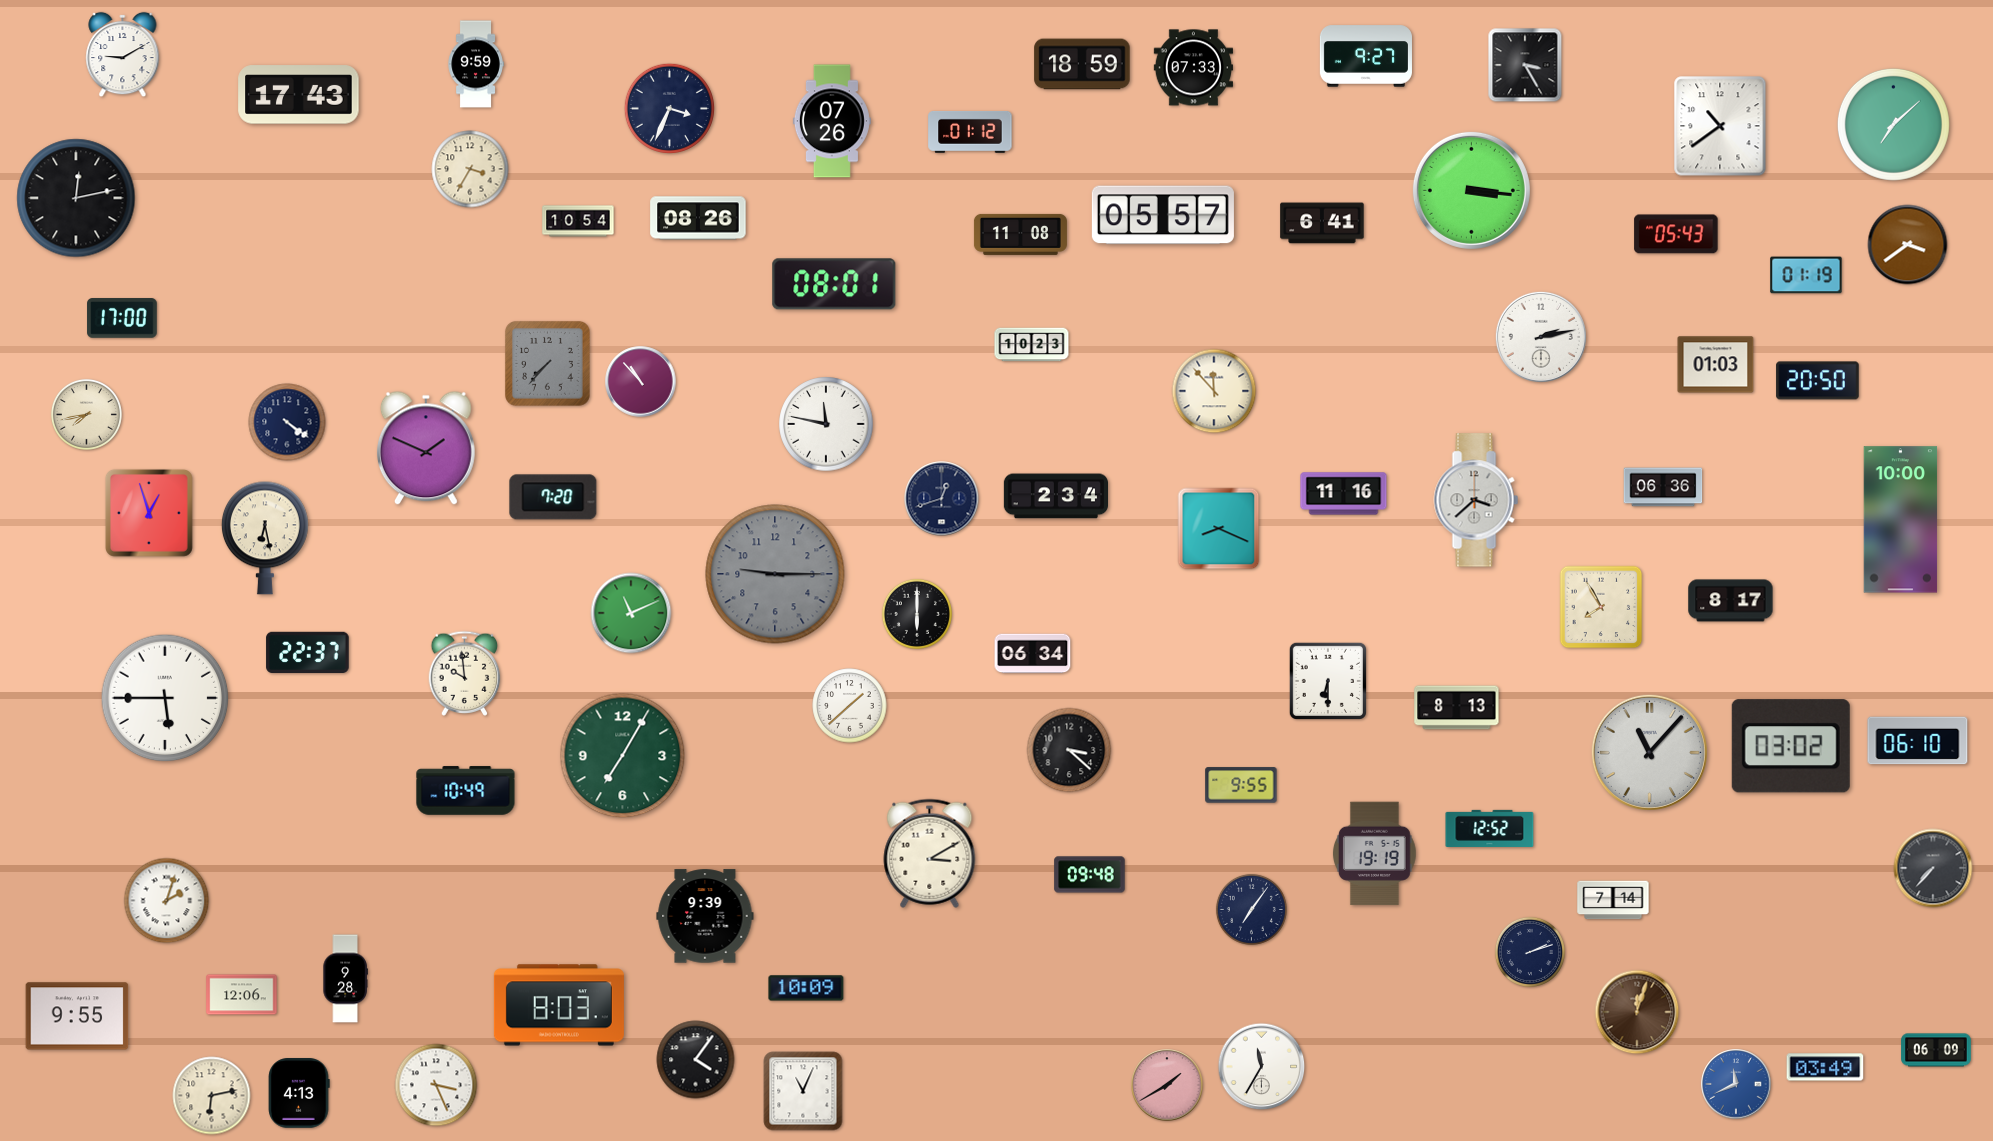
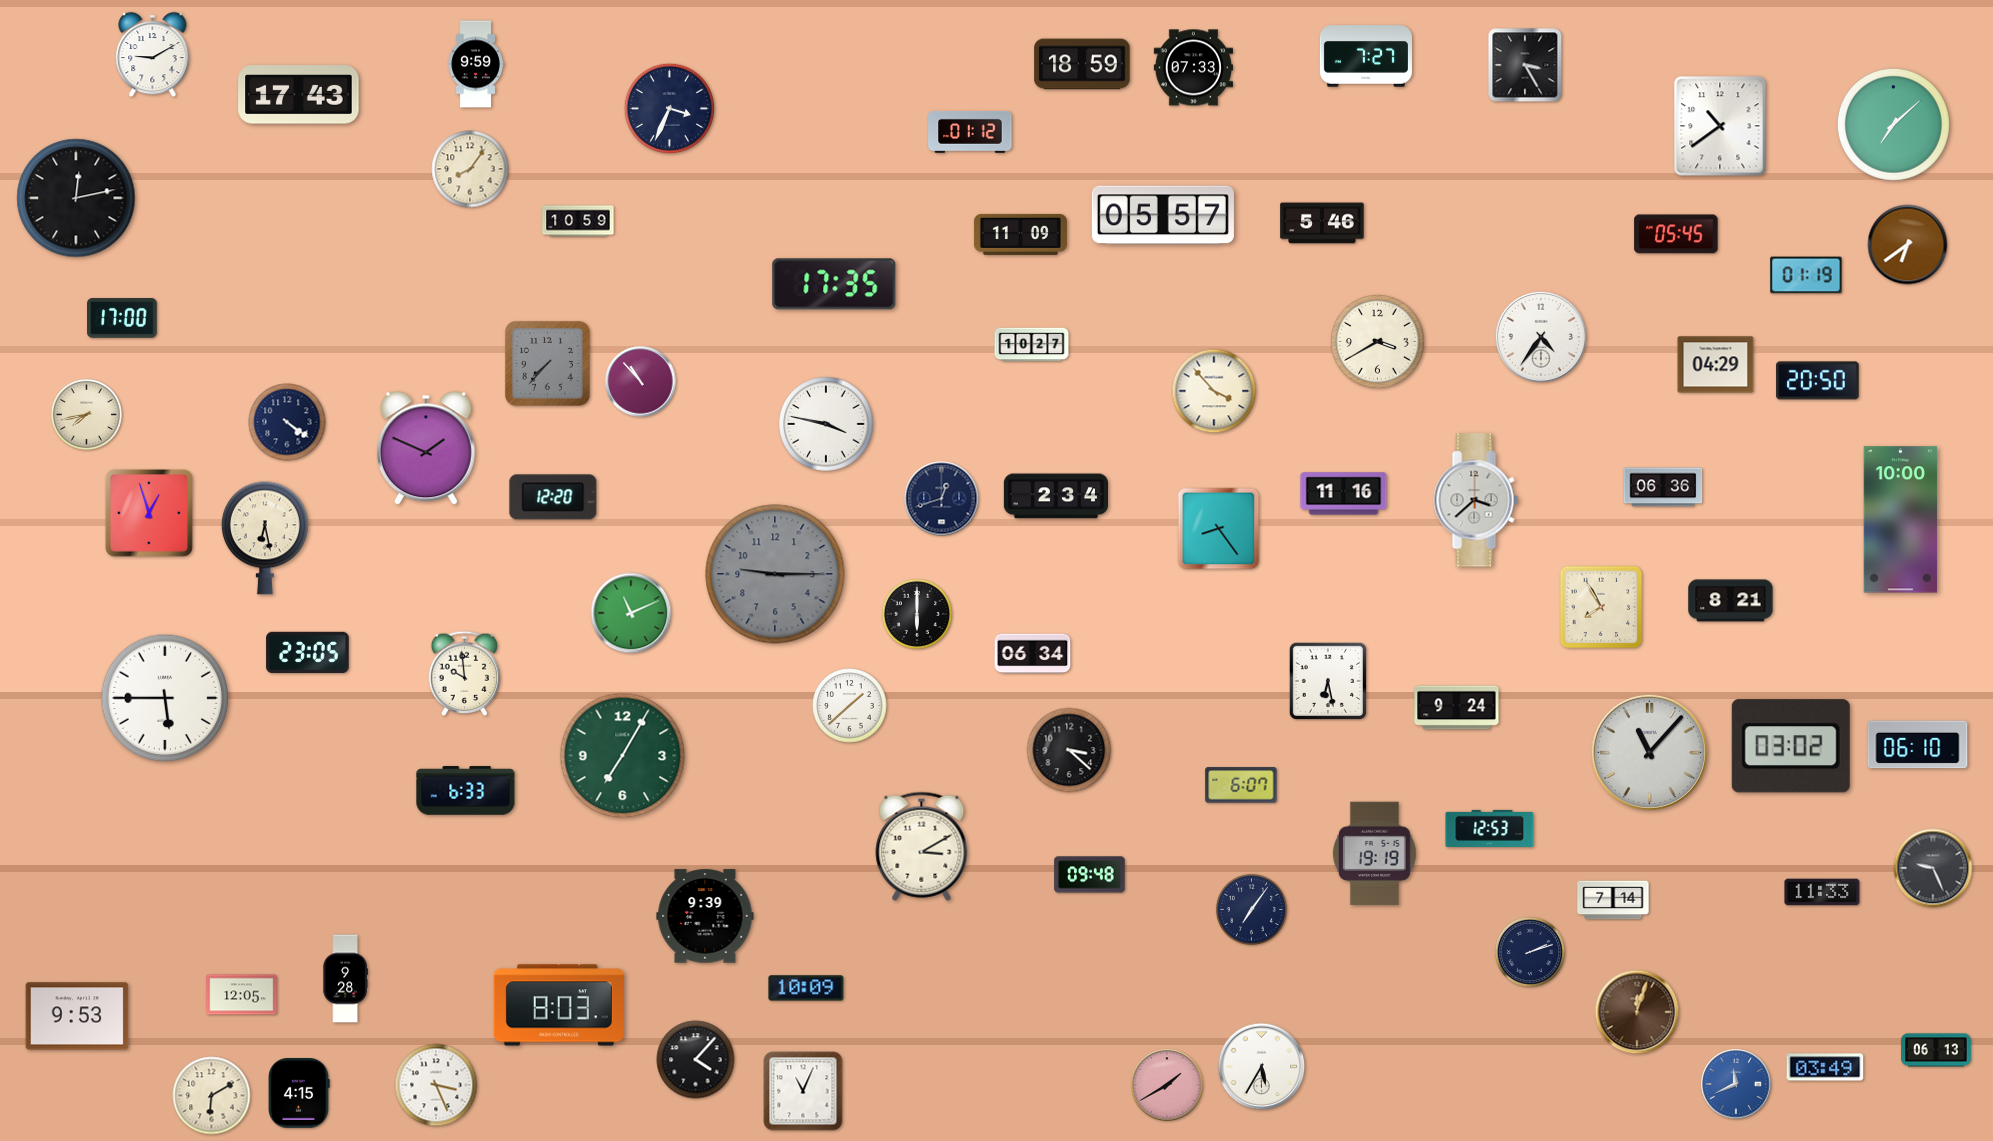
clock at (123, 55) position: (123, 55) -> (153, 55)
clock at (1366, 56): 9:27 -> 7:27
clock at (832, 121): 07:26 -> none
clock at (470, 169): 3:35 -> 8:06
clock at (1471, 190): 3:16 -> none
clock at (698, 218): 08:26 -> none
clock at (578, 221): 10:54 -> 10:59
clock at (1322, 223): 6:41 -> 5:46
clock at (1020, 234): 11:08 -> 11:09
clock at (1676, 234): 05:43 -> 05:45
clock at (1908, 245): 3:39 -> 6:39
clock at (834, 284): 08:01 -> 17:35
clock at (1541, 337): 2:13 -> 4:36
clock at (1378, 342): none -> 3:40
clock at (1032, 345): 10:23 -> 10:27
clock at (1716, 365): 01:03 -> 04:29
clock at (1214, 391): 11:53 -> 3:53
clock at (826, 424): 11:47 -> 3:47
clock at (553, 497): 7:20 -> 12:20
clock at (1219, 529): 8:19 -> 8:24
clock at (1731, 601): 8:17 -> 8:21
clock at (308, 652): 22:37 -> 23:05
clock at (1328, 681): 6:30 -> 6:28
clock at (1457, 708): 8:13 -> 9:24
clock at (1918, 741) position: (1918, 741) -> (1918, 745)
clock at (1241, 785): 9:55 -> 6:07
clock at (466, 791): 10:49 -> 6:33
clock at (1490, 828): 12:52 -> 12:53
clock at (930, 853) position: (930, 853) -> (922, 846)
clock at (1933, 868): 7:37 -> 9:26
clock at (1822, 892): none -> 11:33
clock at (167, 901): 2:03 -> none
clock at (242, 995): 12:06 -> 12:05
clock at (77, 1016): 9:55 -> 9:53
clock at (1936, 1050): 06:09 -> 06:13
clock at (696, 1060): 4:06 -> 4:07
clock at (1262, 1067): 11:35 -> 5:35
clock at (299, 1093): 4:13 -> 4:15
clock at (212, 1096): 6:13 -> 6:10
